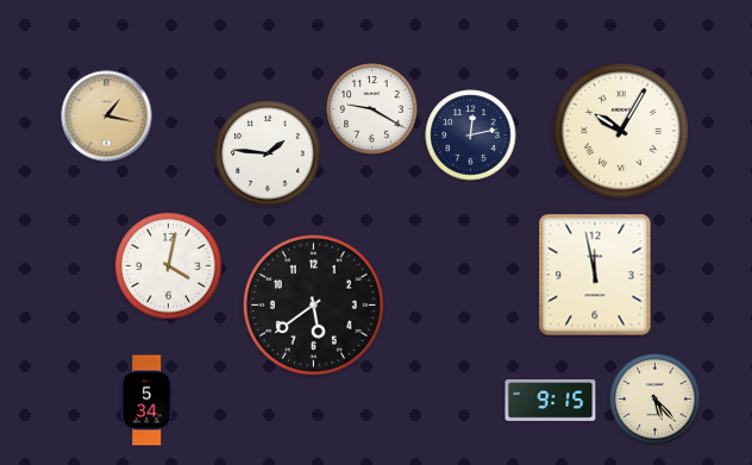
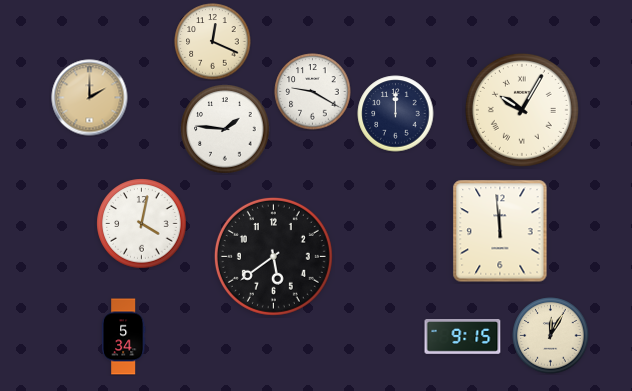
clock at (213, 42): none -> 12:19
clock at (107, 117): 1:17 -> 2:00
clock at (471, 136): 12:13 -> 12:00
clock at (595, 275): 11:58 -> 11:59
clock at (313, 304) position: (313, 304) -> (273, 256)
clock at (656, 400): 5:23 -> 12:05
